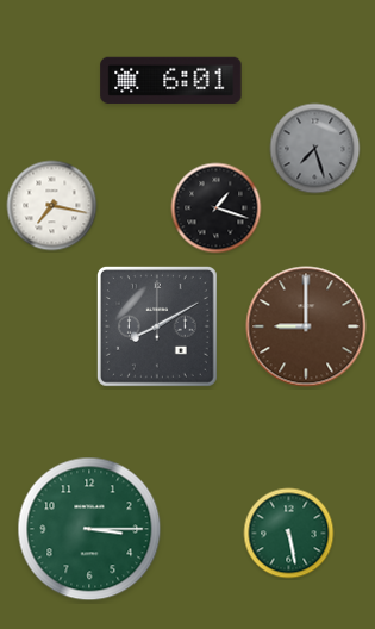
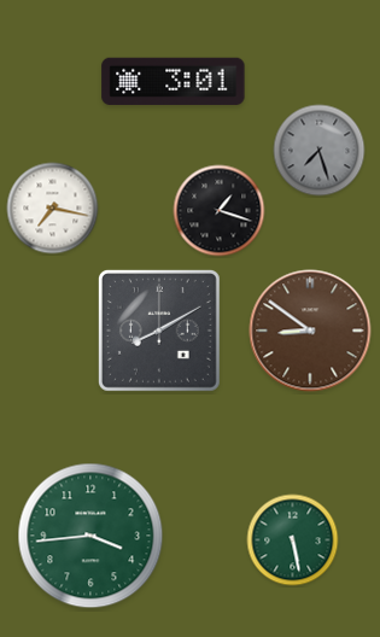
clock at (171, 80): 6:01 -> 3:01
clock at (306, 326): 9:00 -> 8:51
clock at (89, 529): 3:15 -> 3:44
